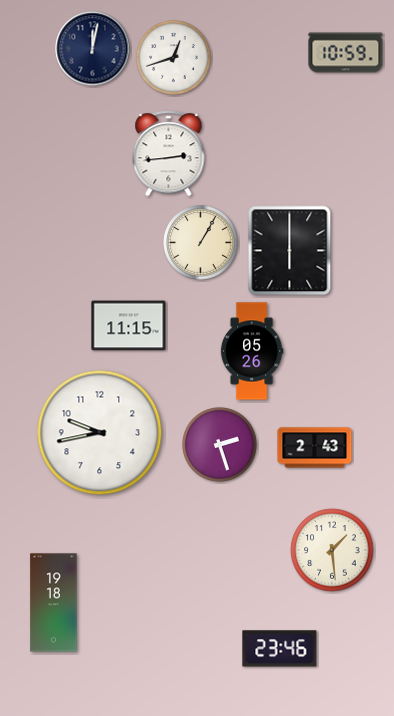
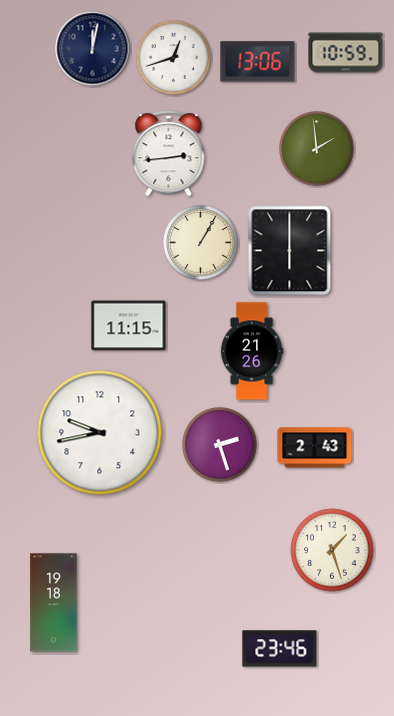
clock at (258, 62): none -> 13:06
clock at (317, 149): none -> 1:59
clock at (252, 351): 05:26 -> 21:26
clock at (332, 550): 1:29 -> 1:27
